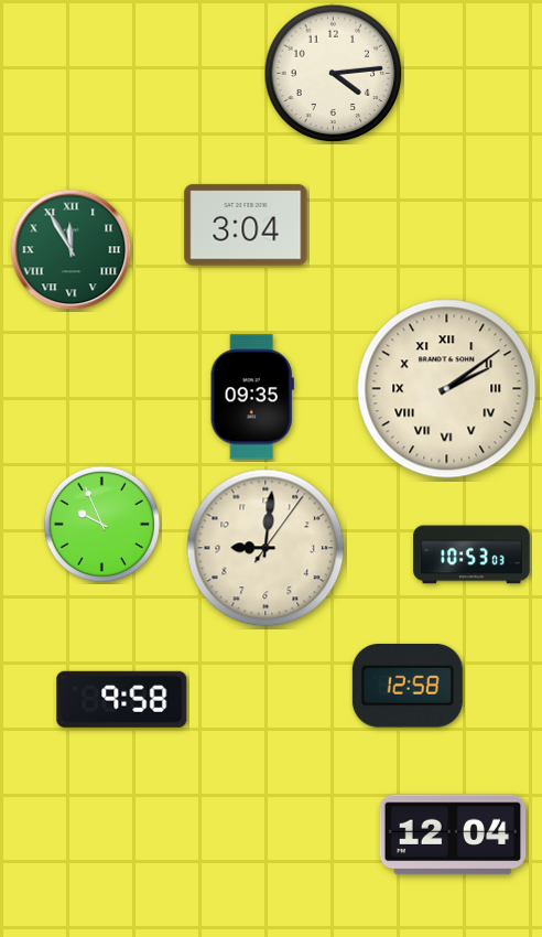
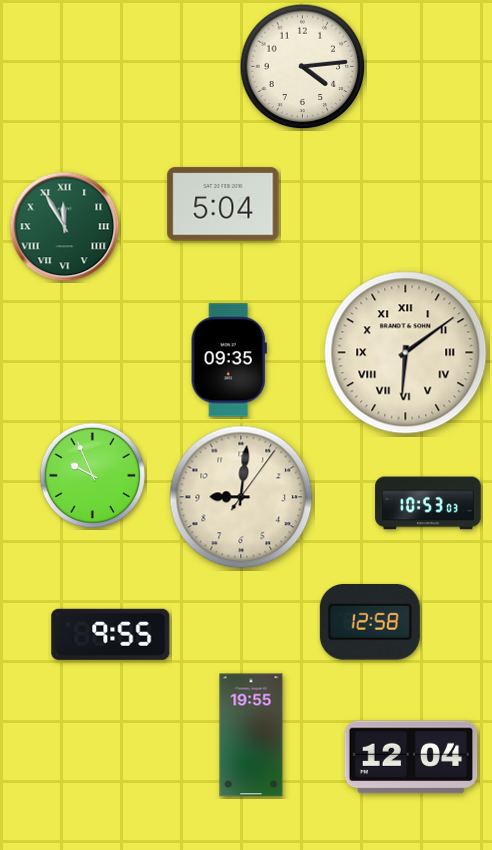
clock at (246, 225): 3:04 -> 5:04
clock at (447, 389): 2:09 -> 6:09
clock at (122, 699): 9:58 -> 9:55
clock at (251, 735): none -> 19:55
